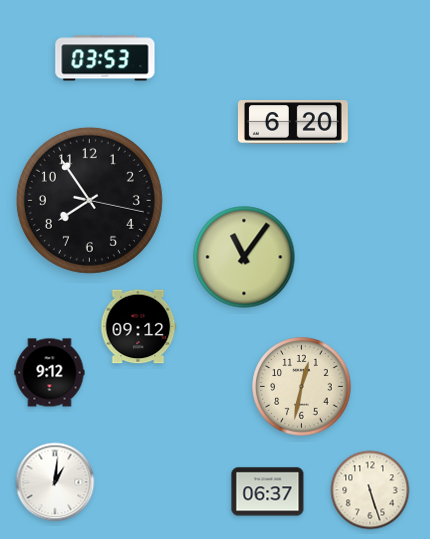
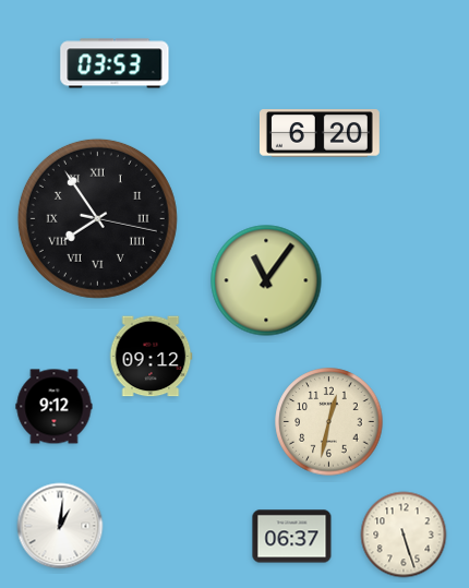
clock at (89, 200) numerals: Arabic -> Roman
